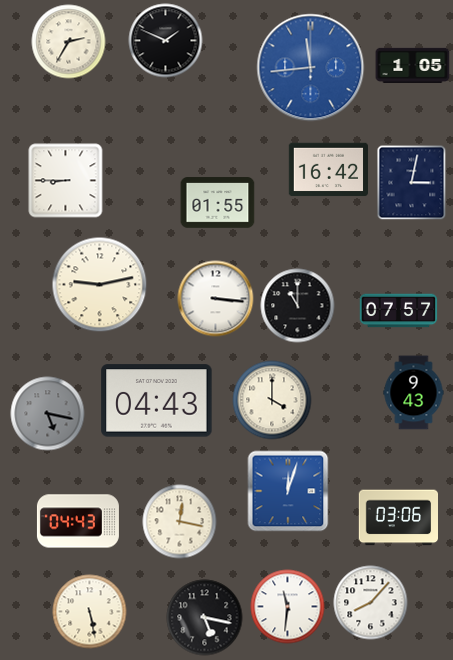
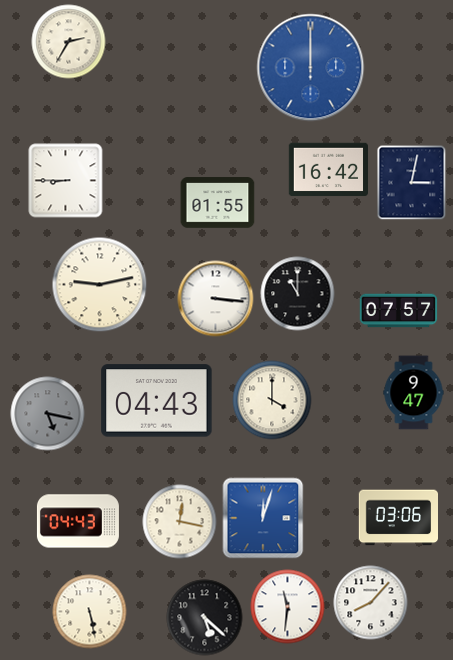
clock at (166, 41): 1:49 -> none
clock at (413, 65): 1:05 -> none
clock at (311, 68): 11:44 -> 12:00
clock at (298, 306) position: (298, 306) -> (298, 294)
clock at (414, 393): 9:43 -> 9:47
clock at (288, 491) position: (288, 491) -> (263, 518)
clock at (205, 618): 5:17 -> 5:22
